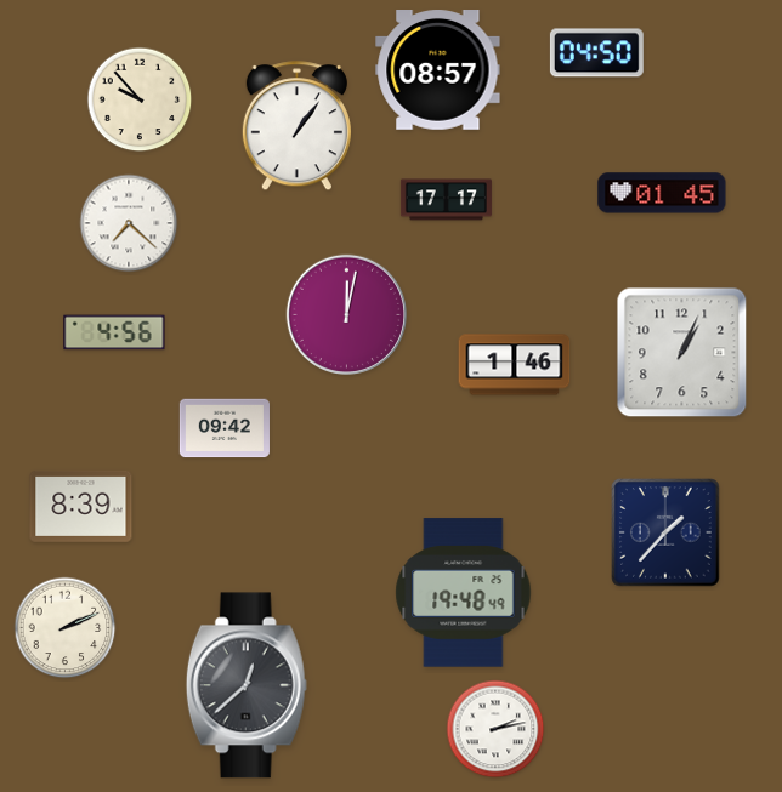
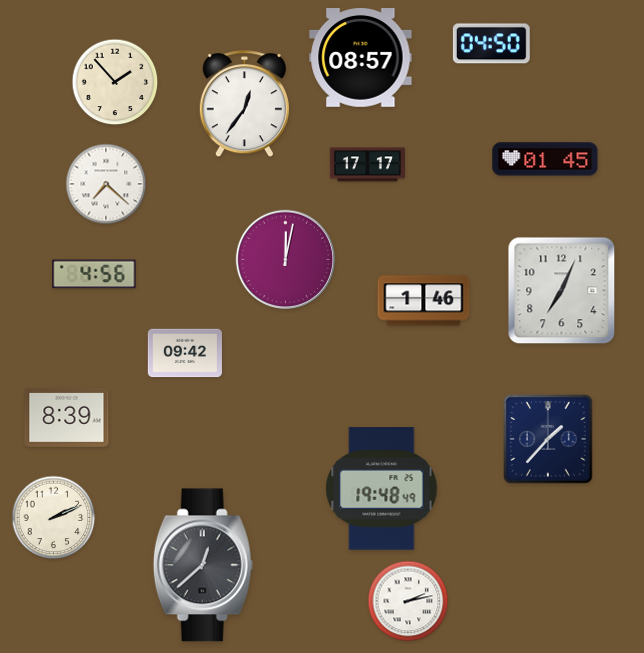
clock at (140, 99): 9:53 -> 1:53
clock at (296, 126): 1:06 -> 12:36
clock at (682, 353): 1:04 -> 7:04
